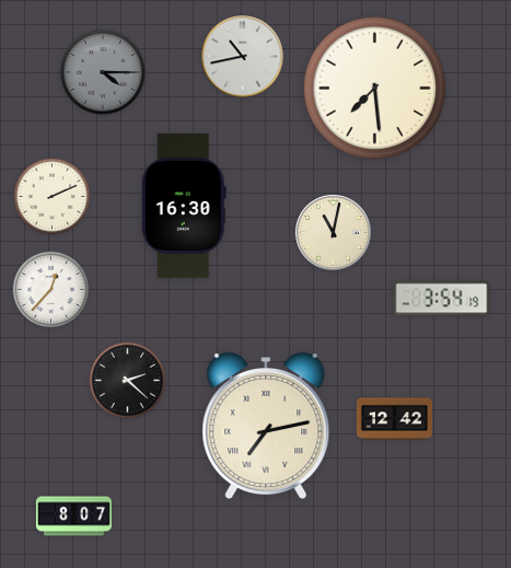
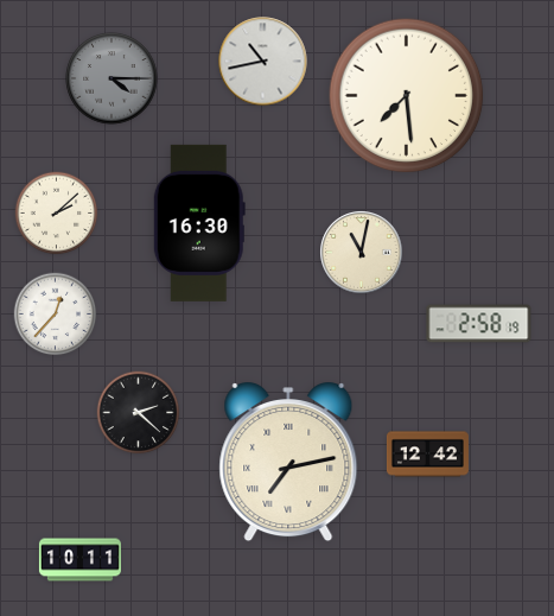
clock at (53, 197): 2:11 -> 2:08
clock at (442, 299): 3:54 -> 2:58
clock at (73, 517): 8:07 -> 10:11
